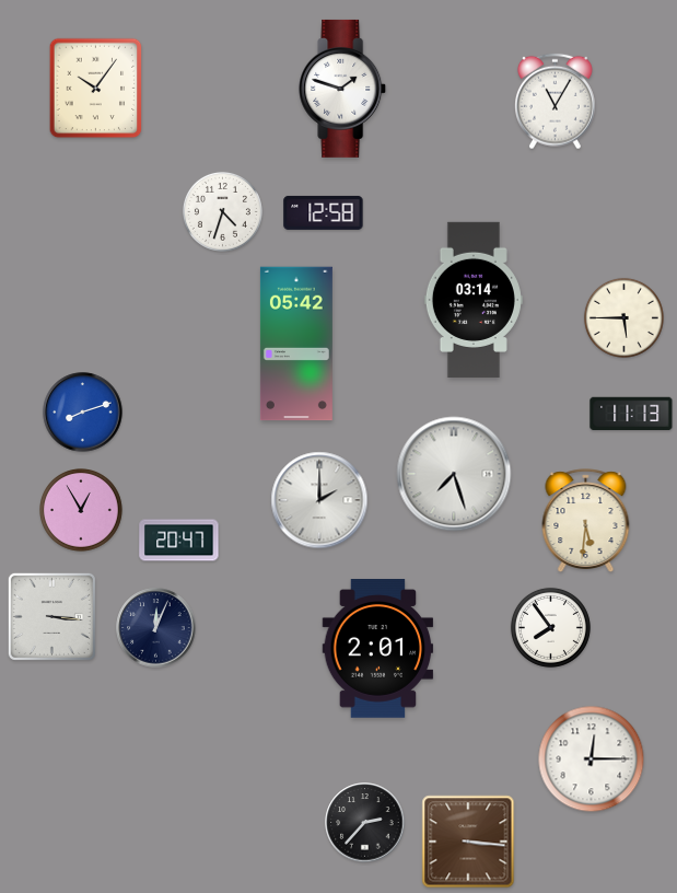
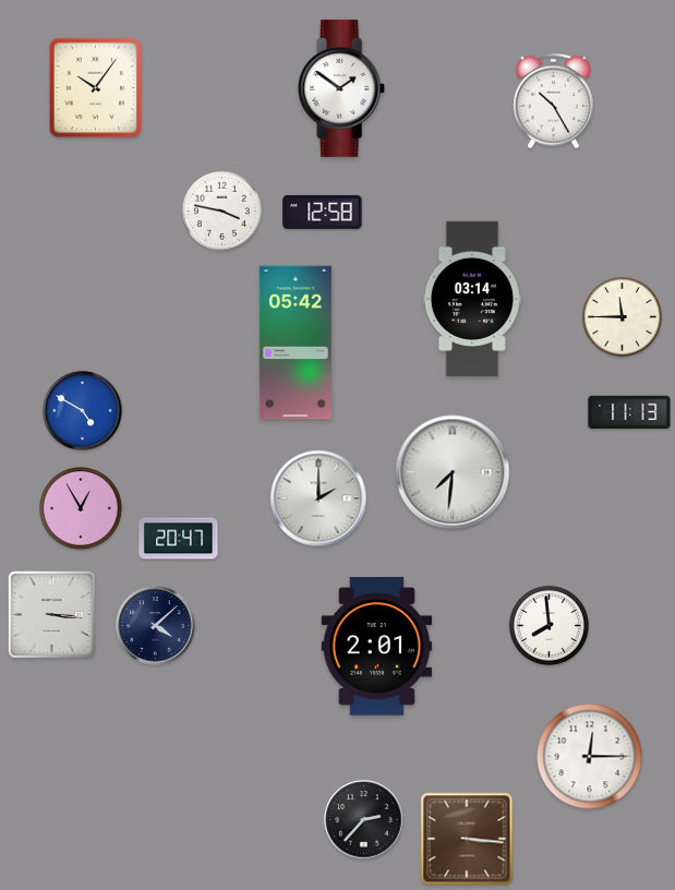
clock at (343, 89): 1:48 -> 1:51
clock at (556, 102): 11:05 -> 10:25
clock at (222, 211): 4:33 -> 3:47
clock at (623, 317): 5:45 -> 11:45
clock at (83, 413): 8:12 -> 4:50
clock at (454, 474): 7:27 -> 7:31
clock at (586, 520): 5:31 -> none
clock at (550, 627): 7:54 -> 7:59
clock at (156, 628): 12:04 -> 4:08
